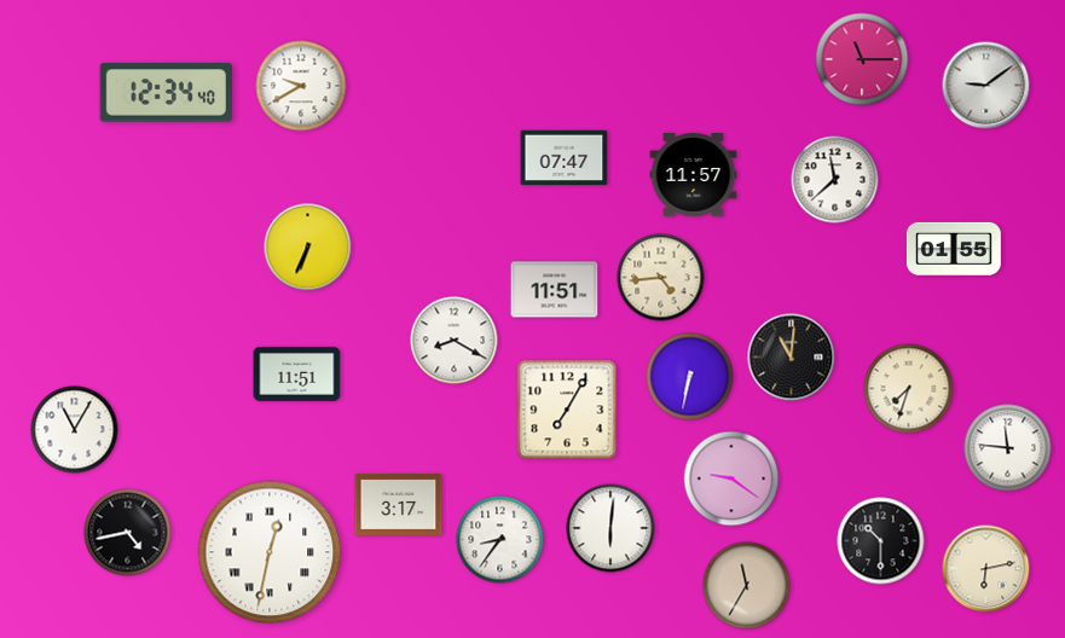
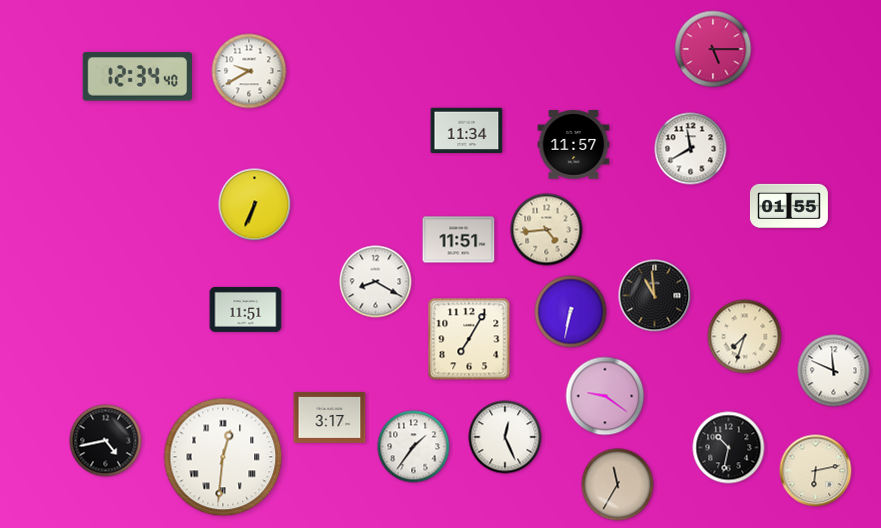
clock at (862, 59): 11:15 -> 5:15
clock at (986, 86): 9:09 -> none
clock at (565, 158): 07:47 -> 11:34
clock at (835, 180): 11:38 -> 11:40
clock at (792, 358): 11:01 -> 10:59
clock at (909, 389) position: (909, 389) -> (745, 337)
clock at (75, 430): 11:05 -> none
clock at (1008, 448): 11:46 -> 11:49
clock at (610, 528): 6:01 -> 12:26
clock at (500, 540): 8:36 -> 1:36
clock at (881, 541): 10:30 -> 10:32
clock at (270, 552): 12:32 -> 12:31
